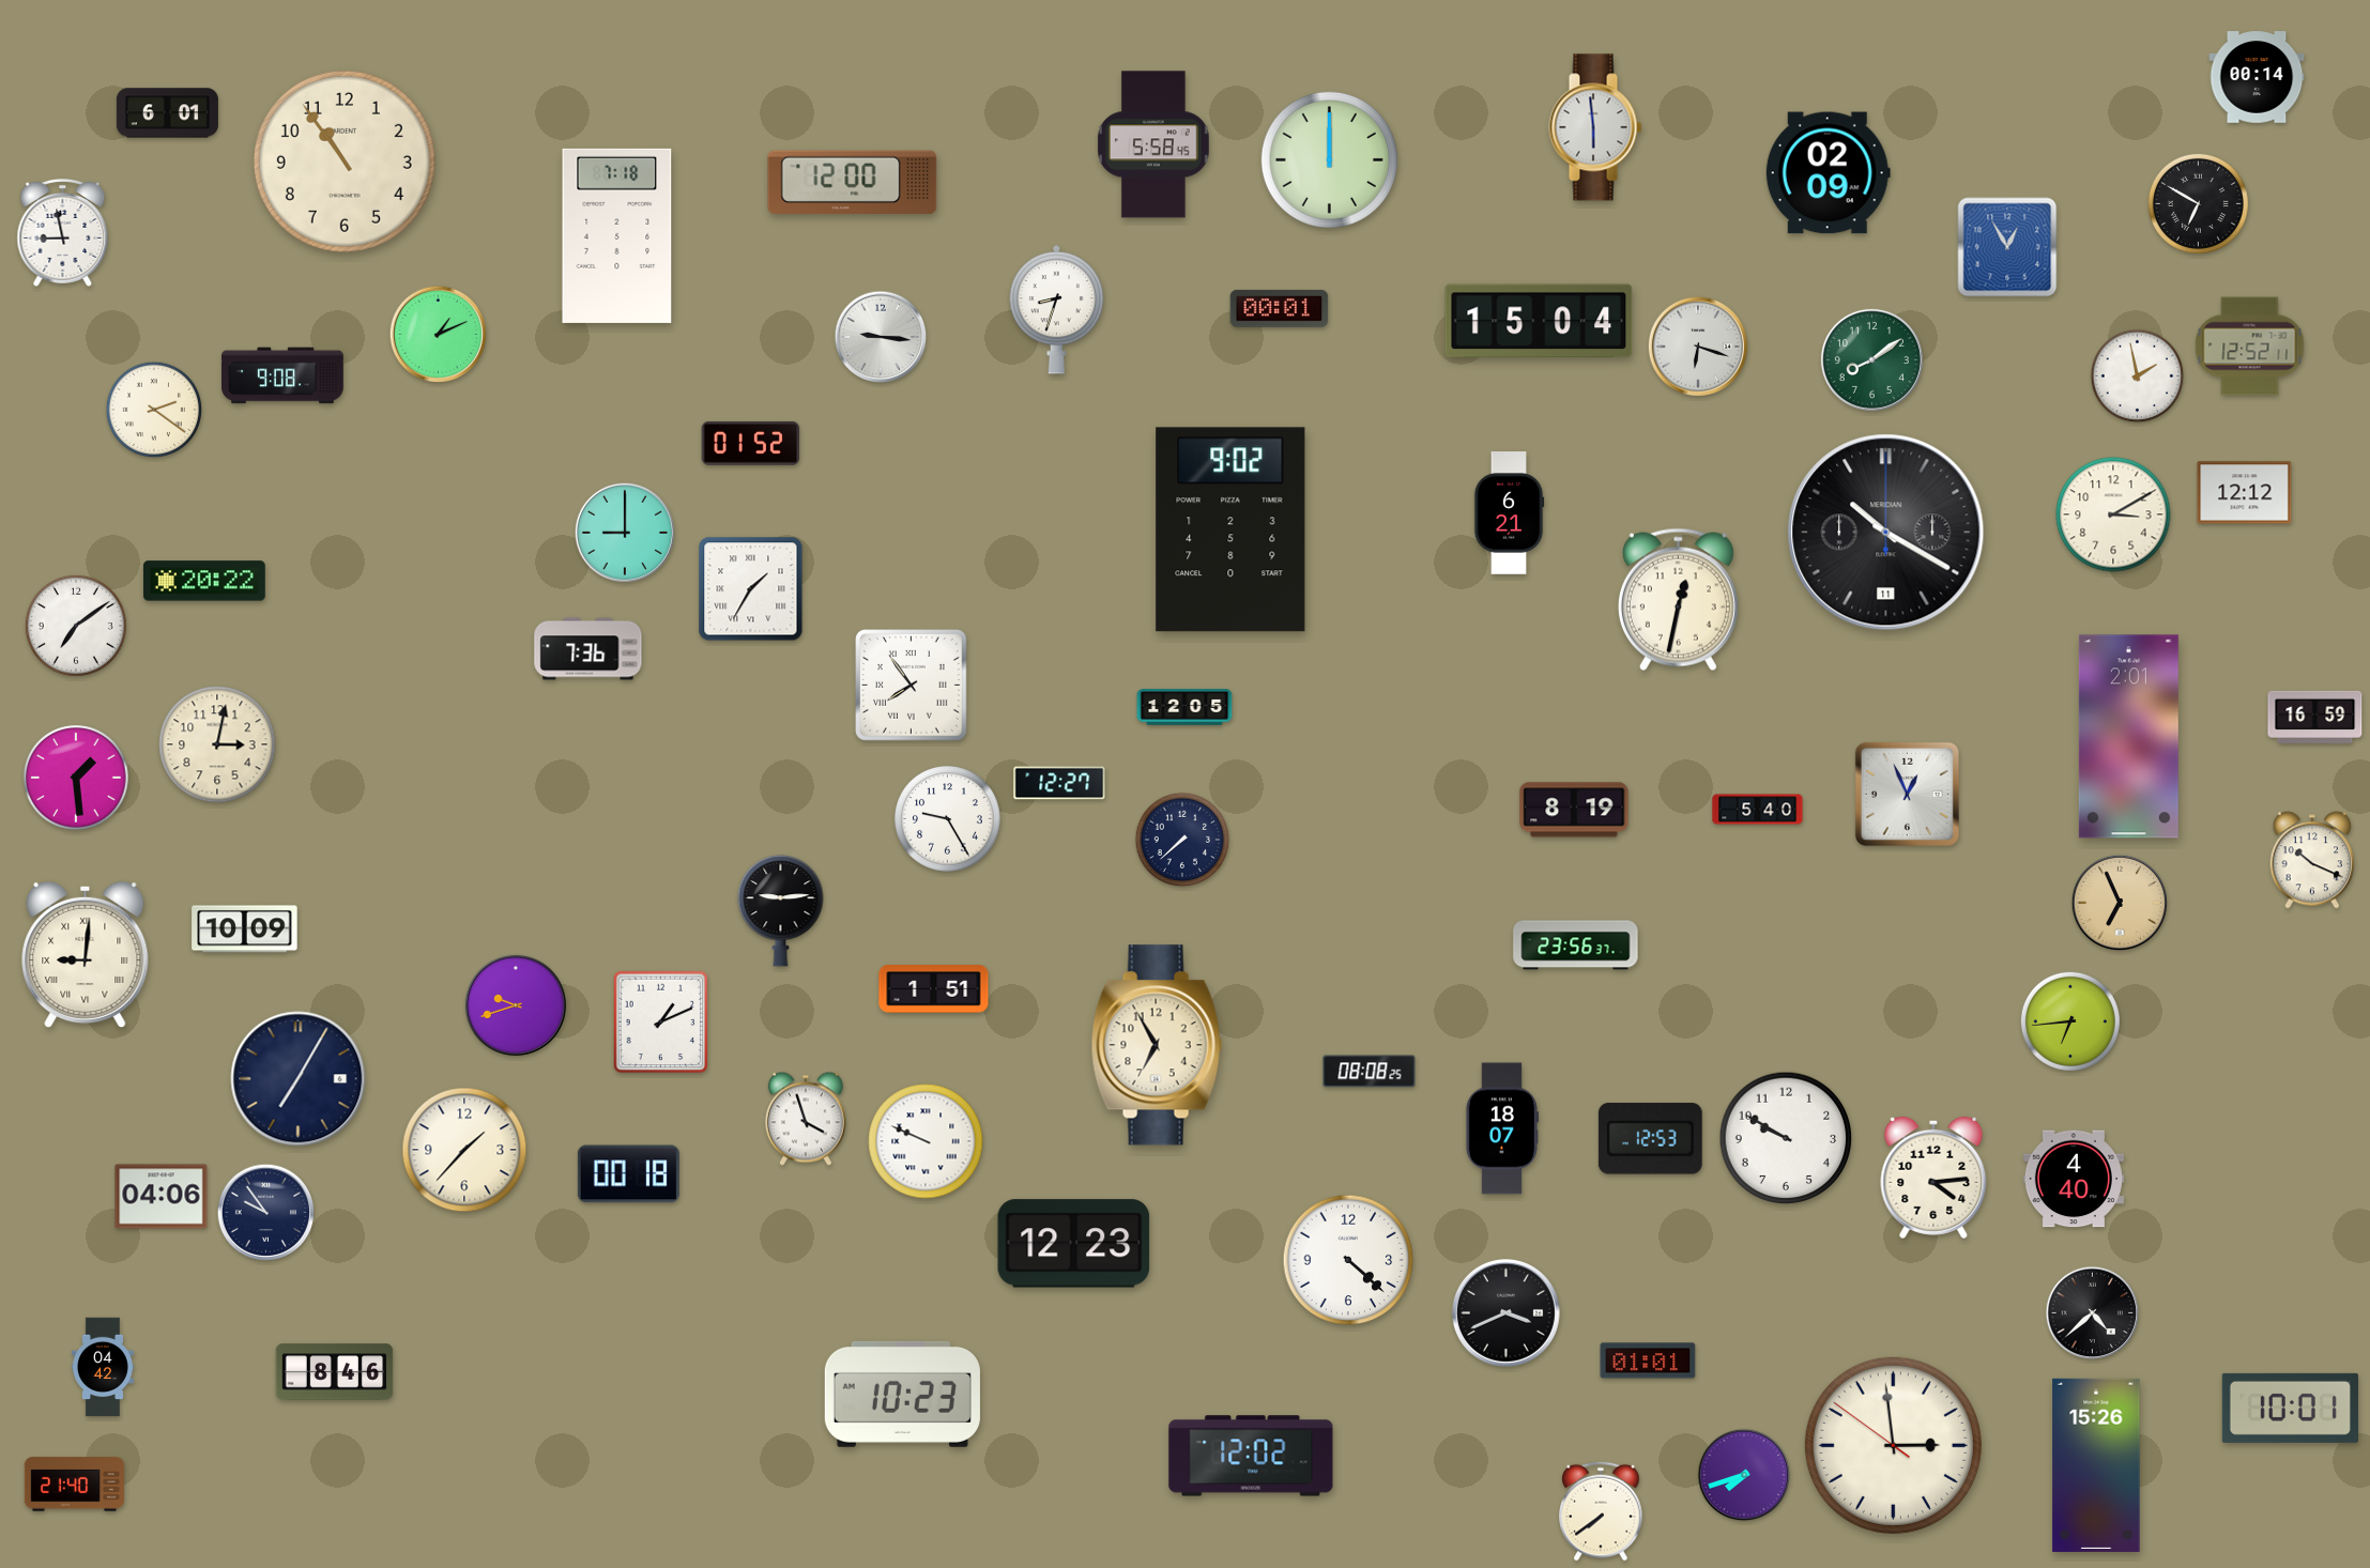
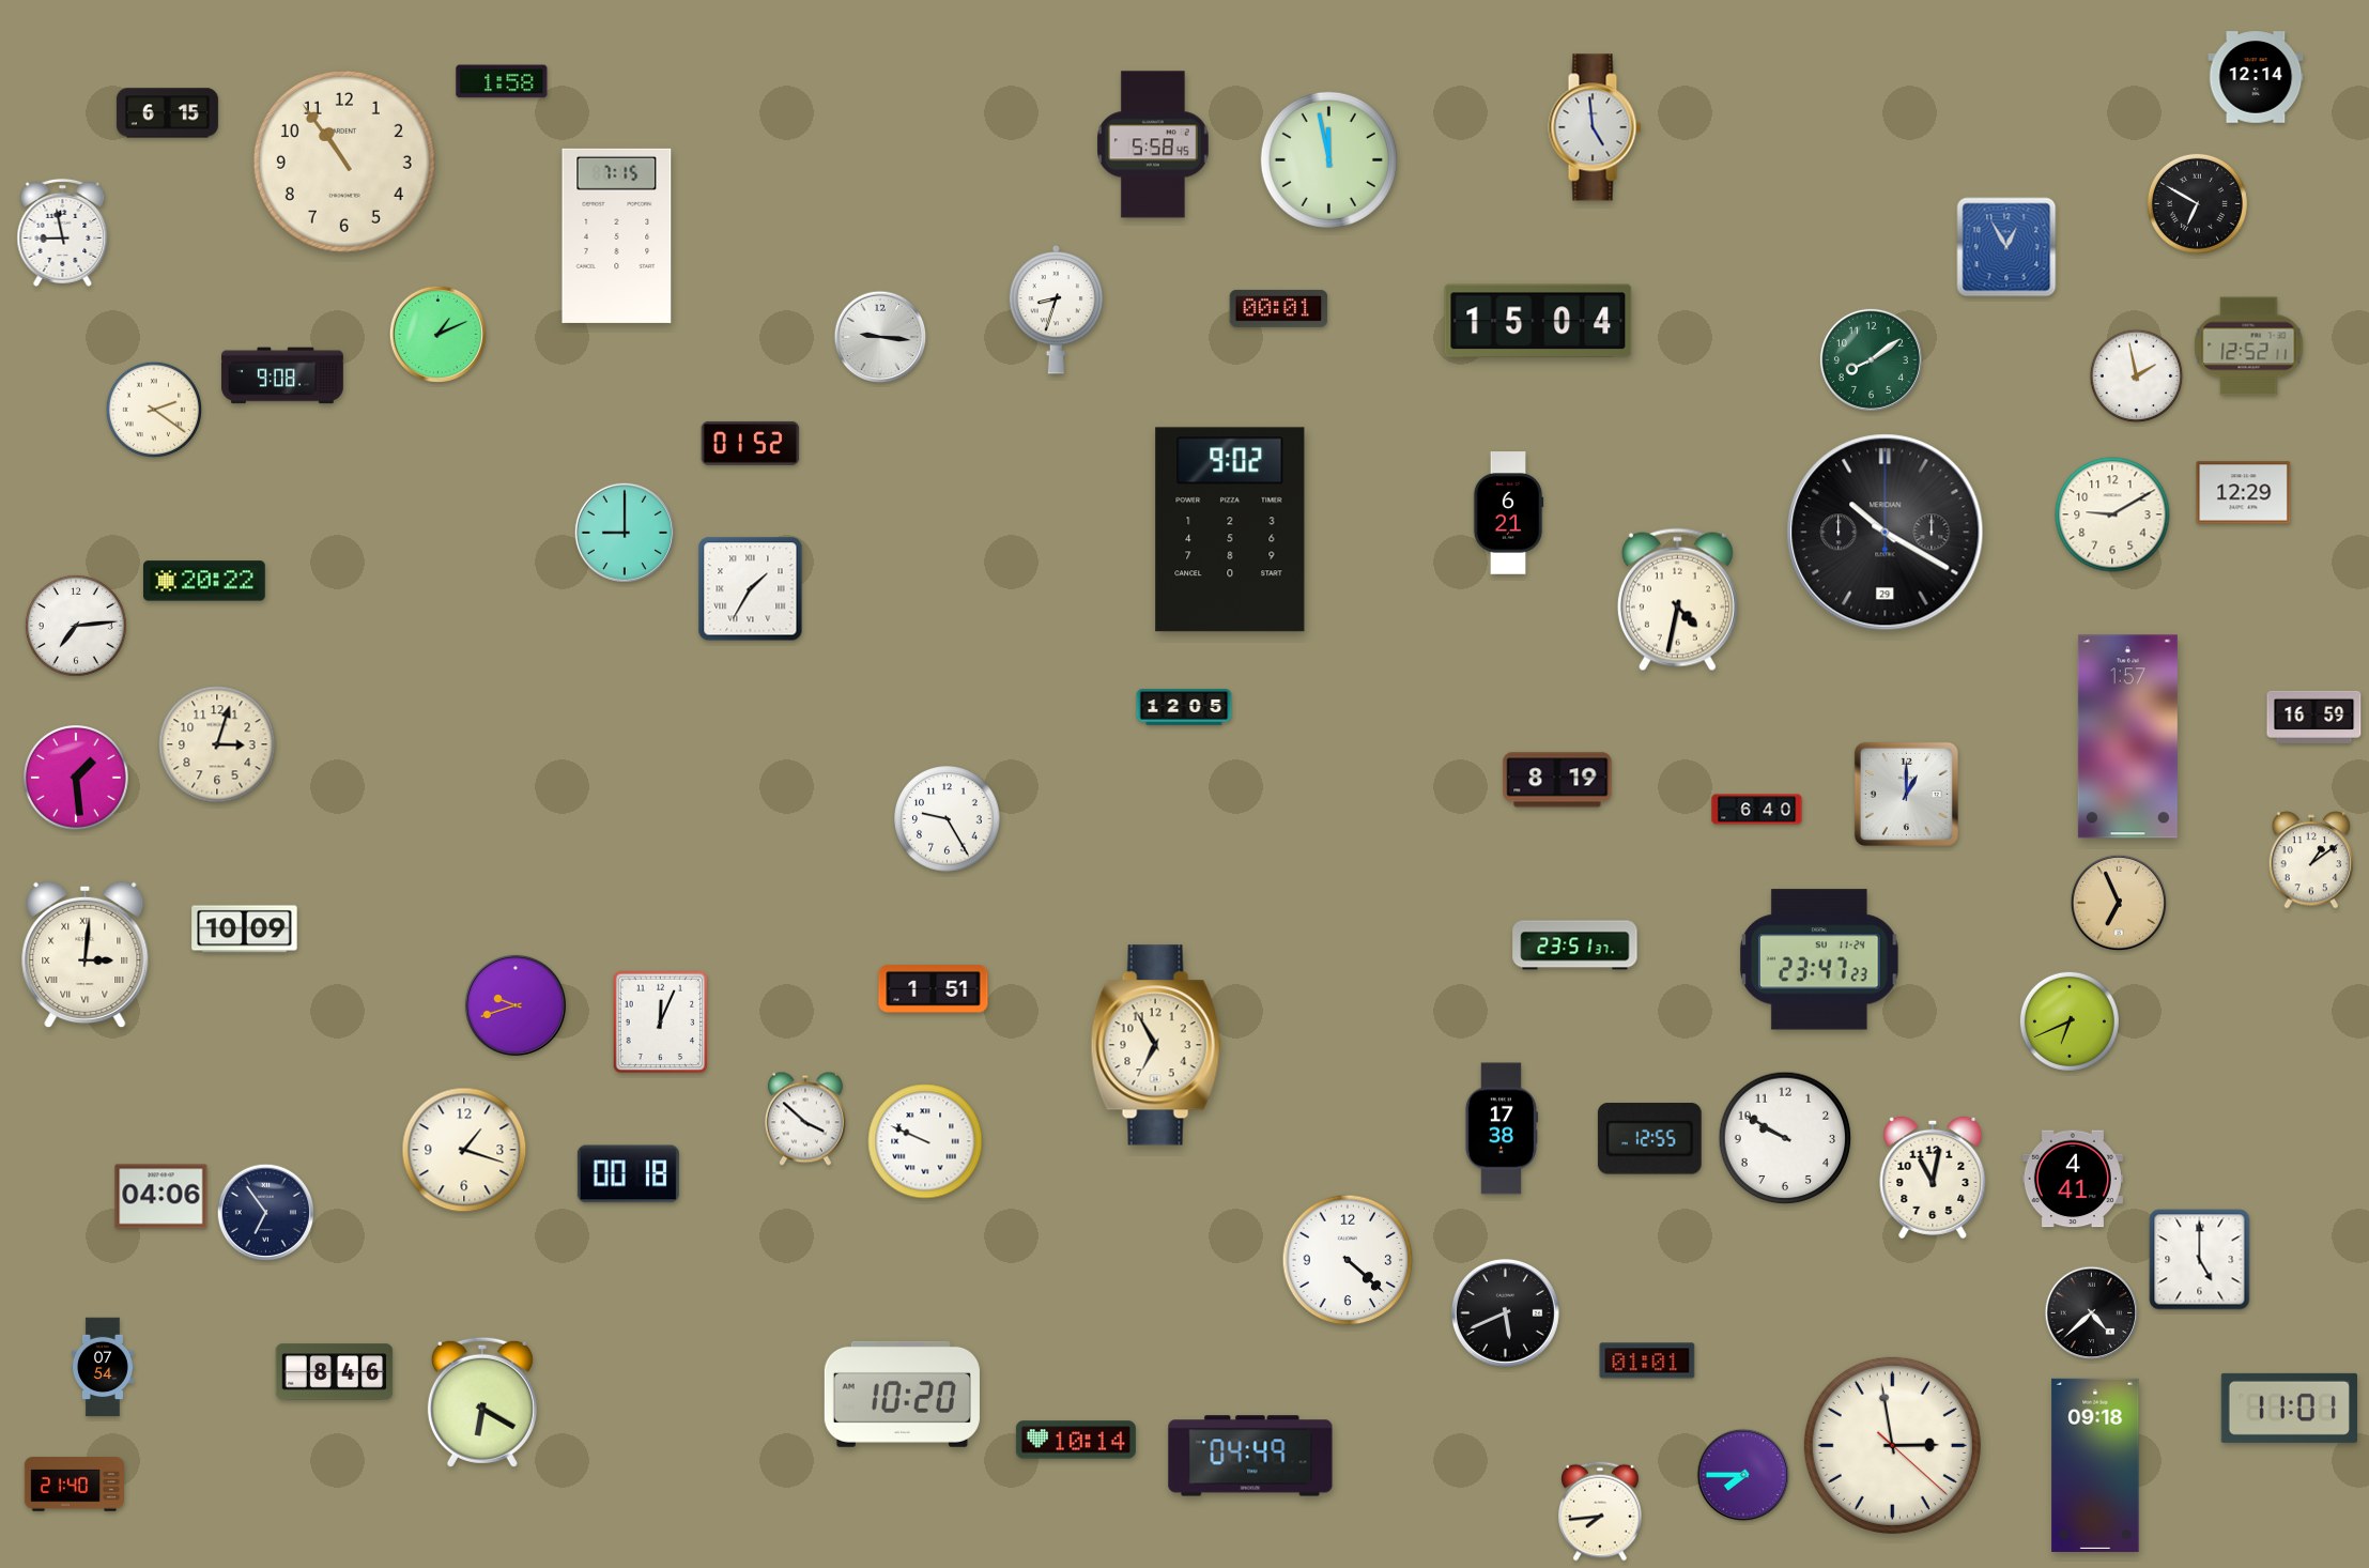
clock at (2257, 77): 00:14 -> 12:14
clock at (502, 81): none -> 1:58
clock at (167, 113): 6:01 -> 6:15
clock at (1595, 127): 5:59 -> 4:59
clock at (1329, 159): 12:00 -> 11:58
clock at (1828, 173): 02:09 -> none
clock at (853, 182): 12:00 -> none
clock at (617, 235): 7:18 -> 7:15
clock at (1698, 347): 6:18 -> none
clock at (2245, 493): 12:12 -> 12:29
clock at (2113, 514): 3:10 -> 9:10
clock at (1886, 533) date: 11 -> 29
clock at (1678, 600): 12:32 -> 4:32
clock at (76, 626): 7:09 -> 7:14
clock at (588, 649): 7:36 -> none
clock at (912, 686): 7:54 -> none
clock at (2128, 737): 2:01 -> 1:57
clock at (217, 744): 3:02 -> 3:03
clock at (1059, 783): 12:27 -> none
clock at (1907, 794): 12:56 -> 1:00
clock at (1574, 810) position: (1574, 810) -> (1557, 780)
clock at (1758, 810): 5:40 -> 6:40
clock at (1182, 840): 7:38 -> none
clock at (2312, 860): 10:19 -> 1:09
clock at (781, 910): 9:14 -> none
clock at (1576, 946): 23:56 -> 23:51
clock at (86, 955): 9:01 -> 3:01
clock at (1820, 959): none -> 23:47
clock at (2070, 1021): 6:44 -> 6:41
clock at (661, 1023): 1:11 -> 12:04
clock at (1370, 1072): 08:08 -> none
clock at (299, 1079): 7:05 -> none
clock at (806, 1119): 3:57 -> 3:52
clock at (1501, 1128): 18:07 -> 17:38
clock at (1650, 1139): 12:53 -> 12:55
clock at (464, 1150): 1:37 -> 1:18
clock at (1933, 1178): 4:14 -> 11:02
clock at (2074, 1179): 4:40 -> 4:41
clock at (265, 1212): 9:54 -> 6:54
clock at (1074, 1244): 12:23 -> none
clock at (2200, 1260): none -> 5:00
clock at (1505, 1312): 3:41 -> 5:41
clock at (103, 1367): 04:42 -> 07:54
clock at (902, 1394): 10:23 -> 10:20
clock at (482, 1402): none -> 6:20
clock at (2290, 1408): 10:01 -> 11:01
clock at (1076, 1440): none -> 10:14
clock at (1893, 1445): 2:58:51 -> 2:58:22
clock at (1251, 1456): 12:02 -> 04:49
clock at (2096, 1465): 15:26 -> 09:18
clock at (1744, 1475): 7:42 -> 7:45
clock at (1601, 1511): 7:39 -> 7:44
